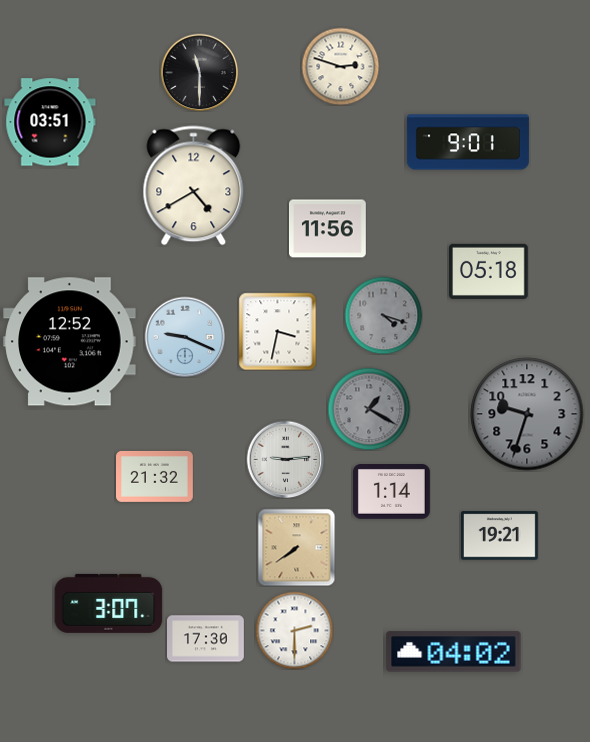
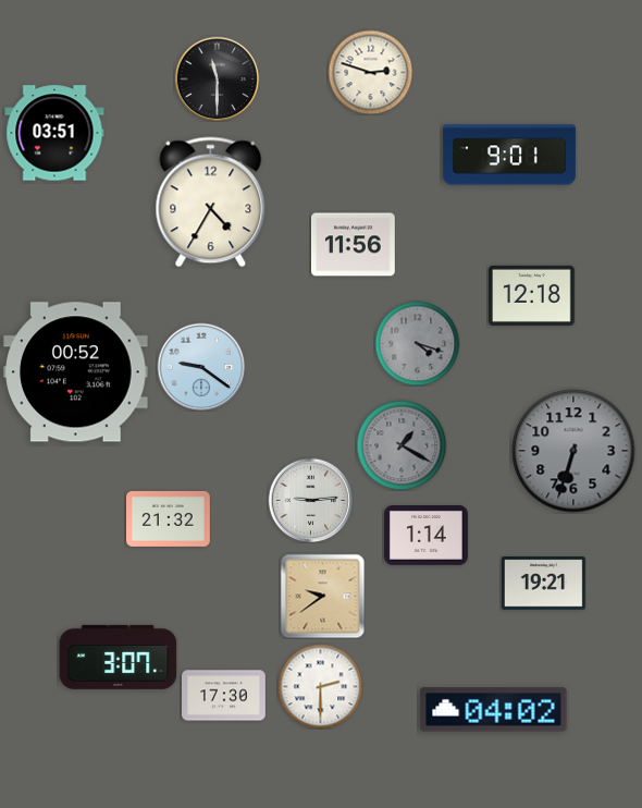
clock at (194, 186): 4:40 -> 4:35
clock at (328, 229) position: (328, 229) -> (354, 245)
clock at (489, 271): 05:18 -> 12:18
clock at (277, 331): 3:32 -> none
clock at (185, 337): 9:19 -> 9:21
clock at (70, 342): 12:52 -> 00:52
clock at (527, 414): 9:33 -> 6:33
clock at (296, 547): 7:39 -> 9:39
